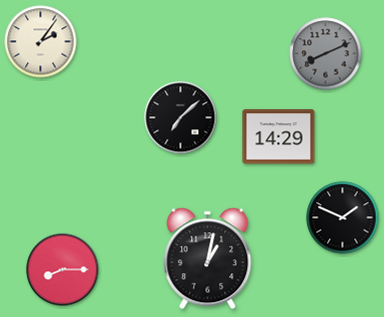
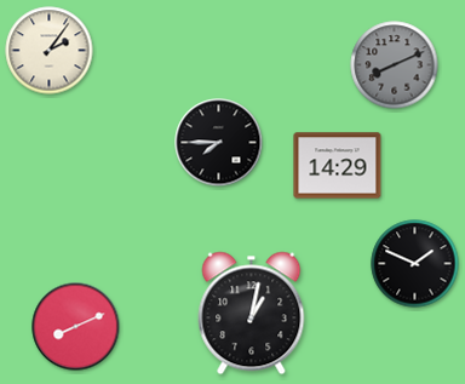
clock at (181, 118): 7:08 -> 7:45
clock at (63, 270): 8:15 -> 8:11
